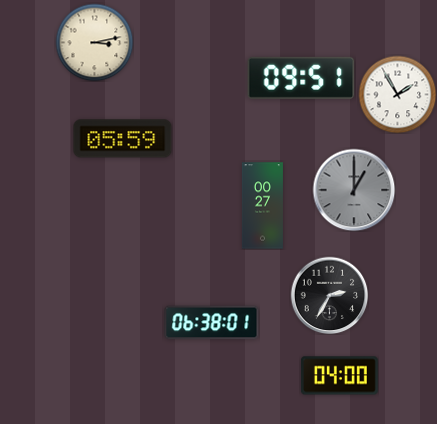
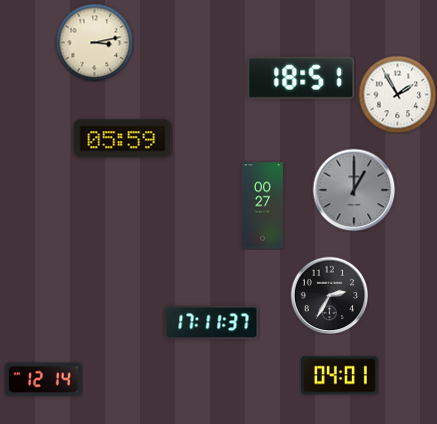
clock at (301, 78): 09:51 -> 18:51
clock at (212, 323): 06:38 -> 17:11
clock at (339, 376): 04:00 -> 04:01
clock at (43, 380): none -> 12:14
